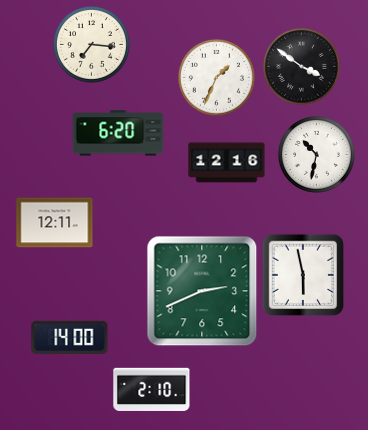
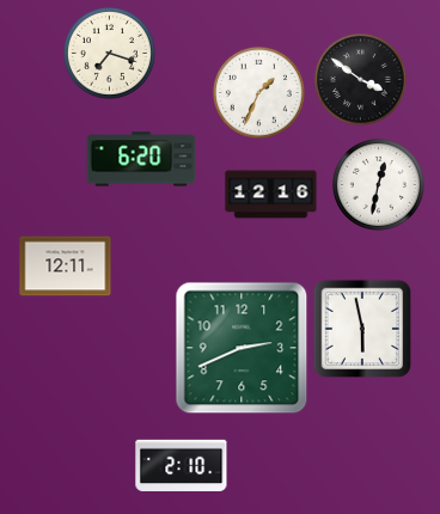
clock at (91, 44): 7:16 -> 7:18
clock at (316, 154): 10:32 -> 12:32
clock at (70, 337): 14:00 -> none
